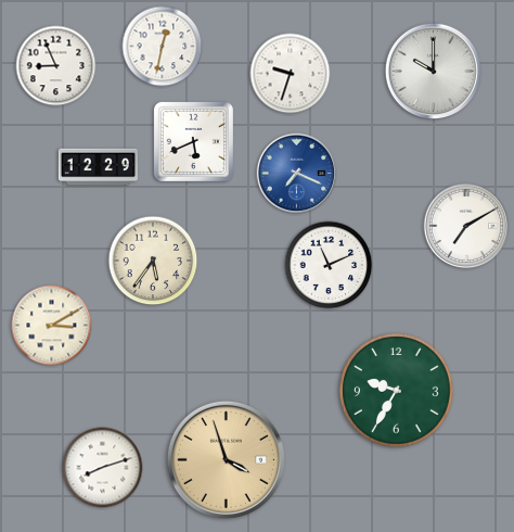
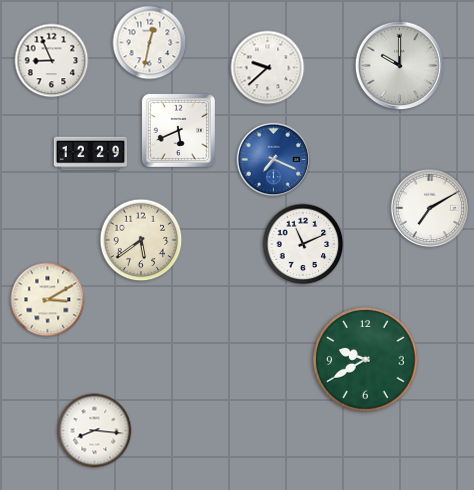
clock at (291, 74): 9:33 -> 9:38
clock at (153, 261): 5:36 -> 5:39
clock at (397, 391): 9:35 -> 9:40
clock at (226, 459): 3:57 -> none
clock at (103, 468): 8:12 -> 8:16
